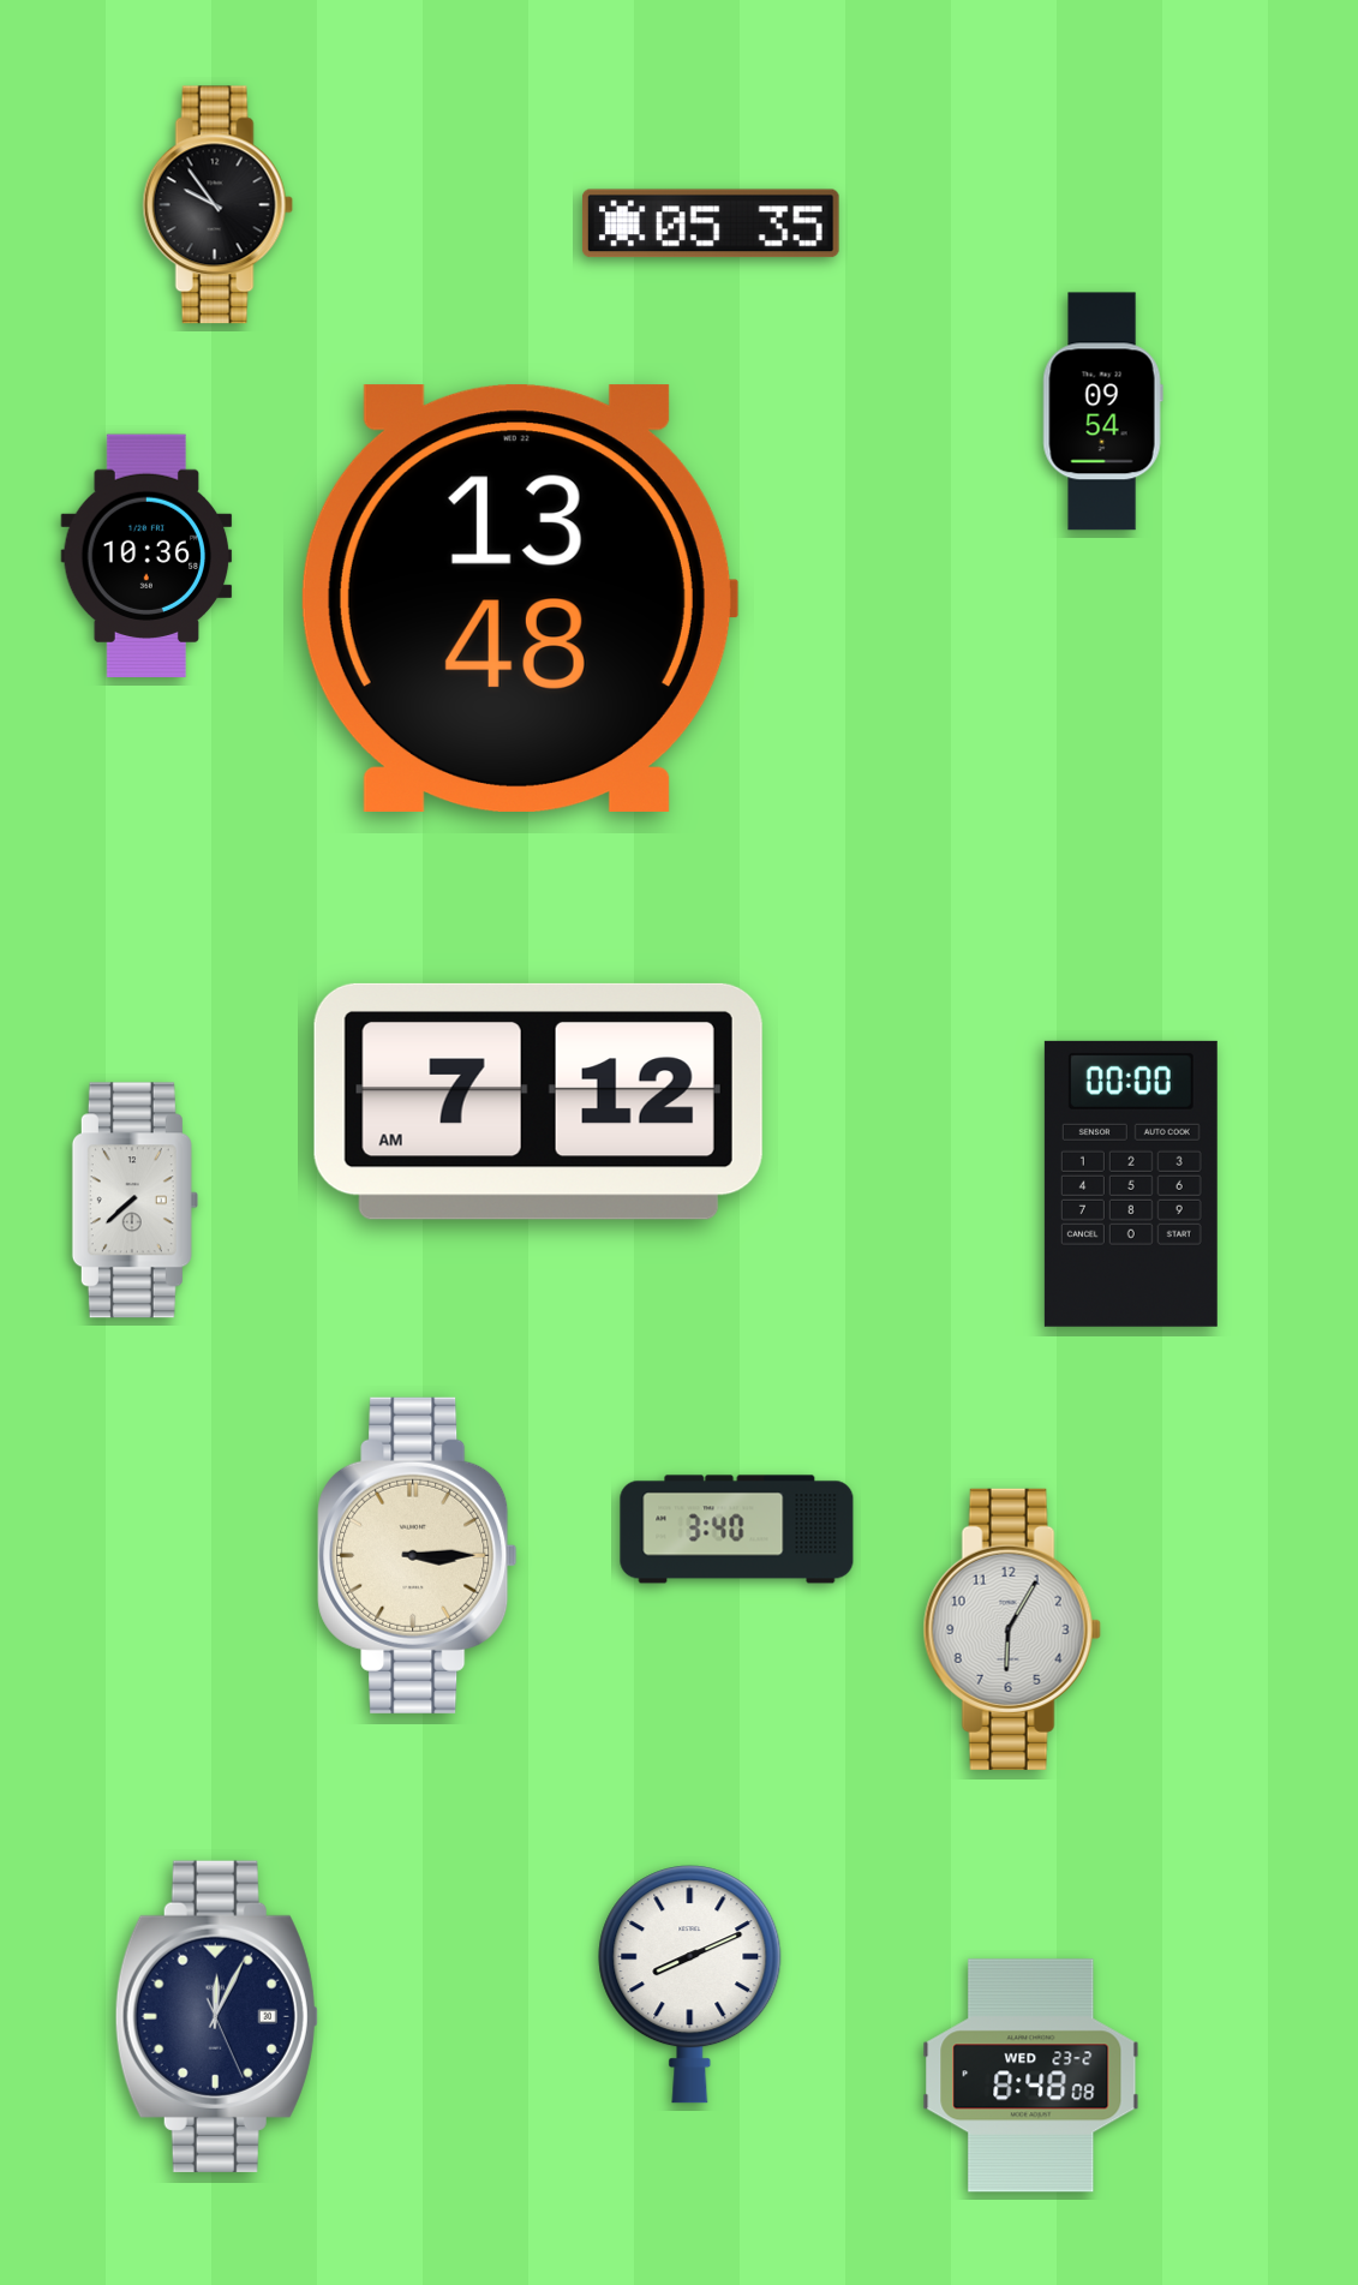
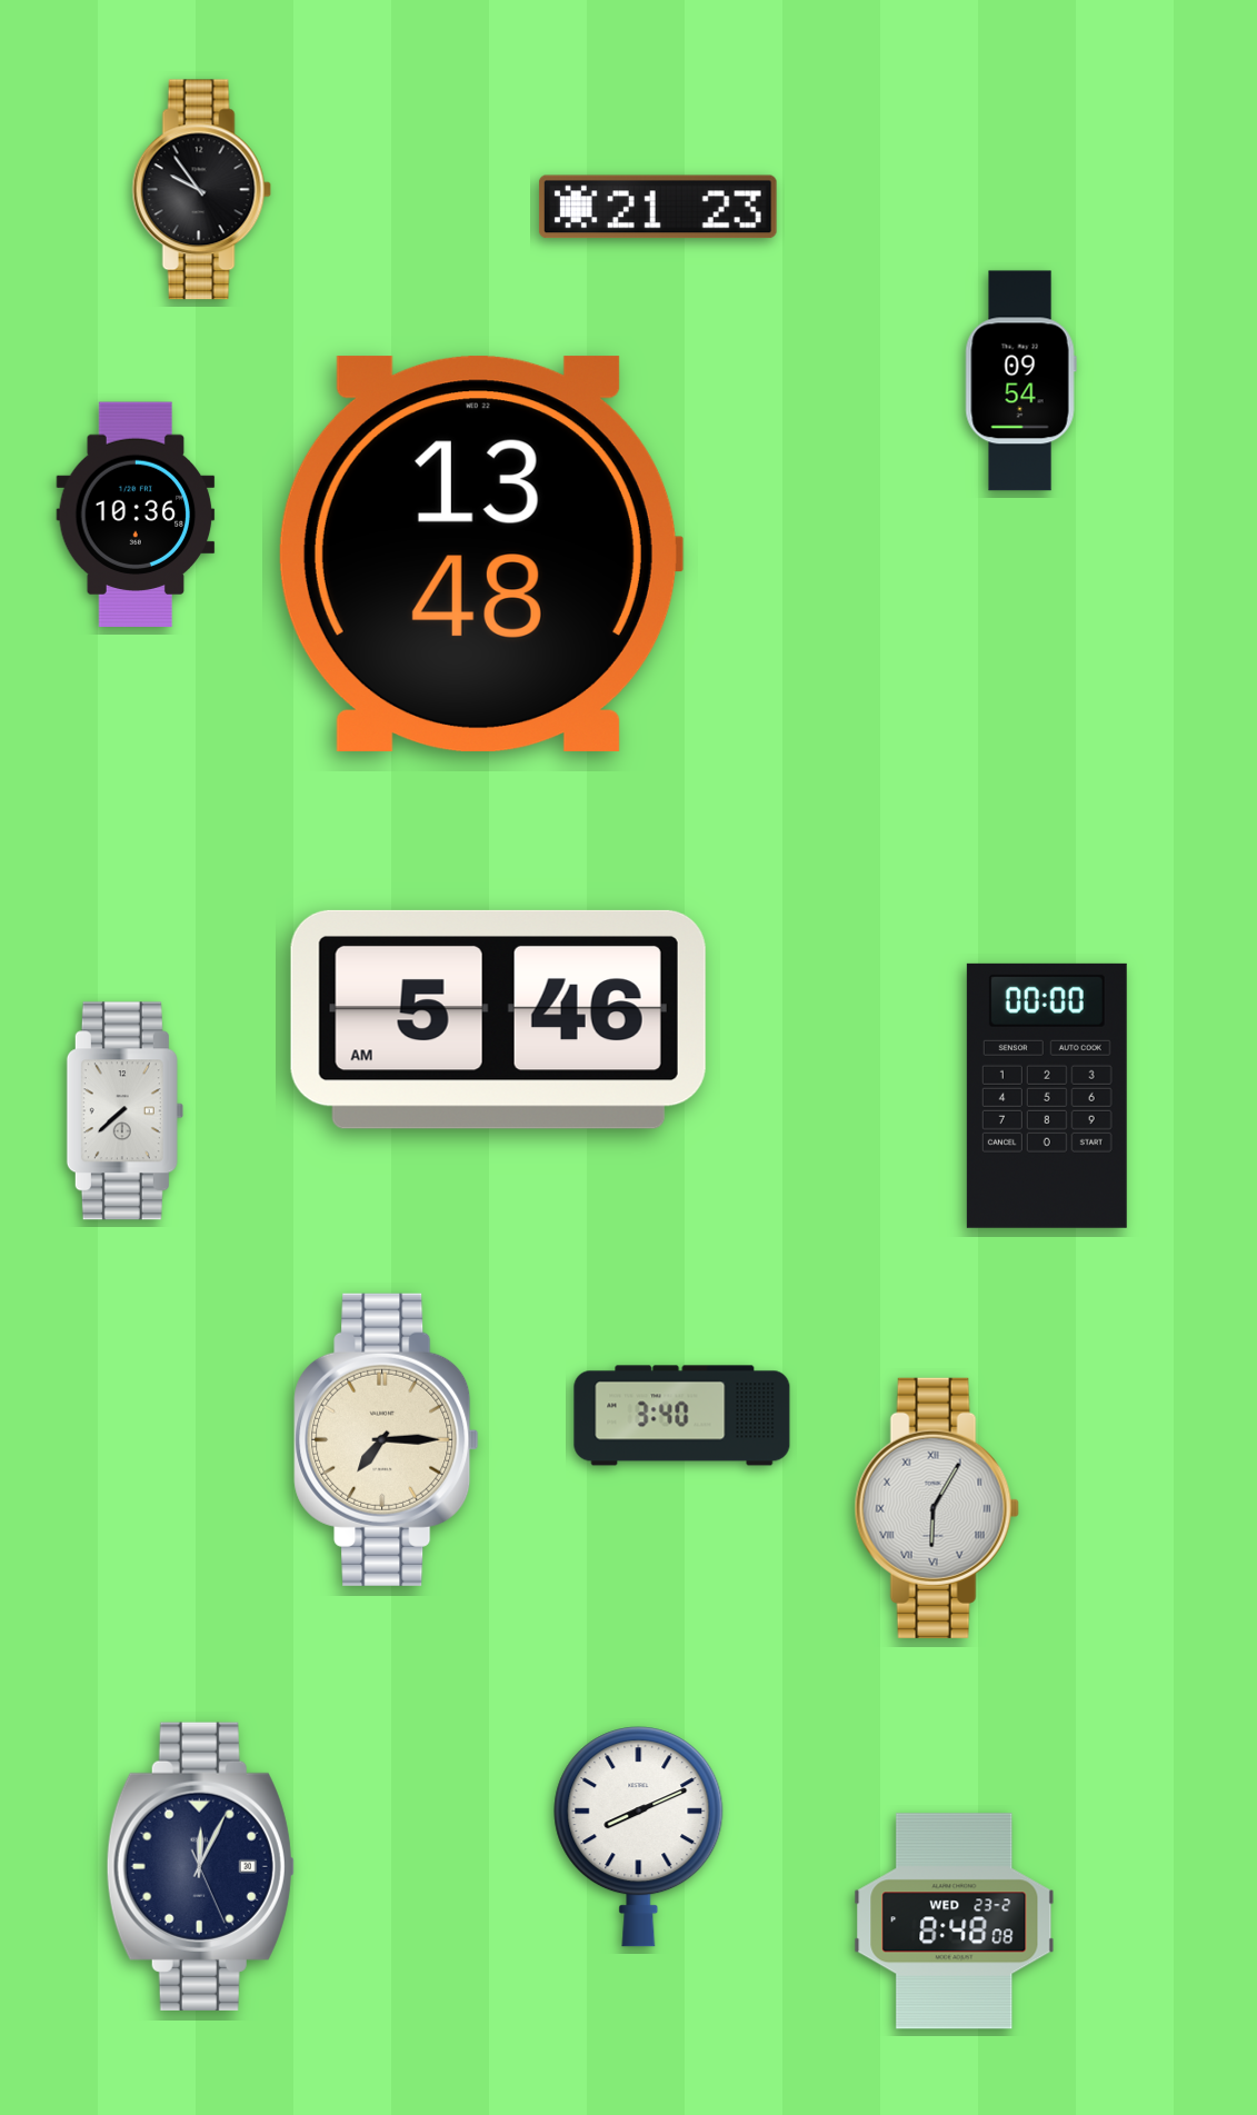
clock at (711, 223): 05:35 -> 21:23
clock at (538, 1101): 7:12 -> 5:46
clock at (418, 1555): 3:15 -> 7:15
clock at (1012, 1629) numerals: Arabic -> Roman
